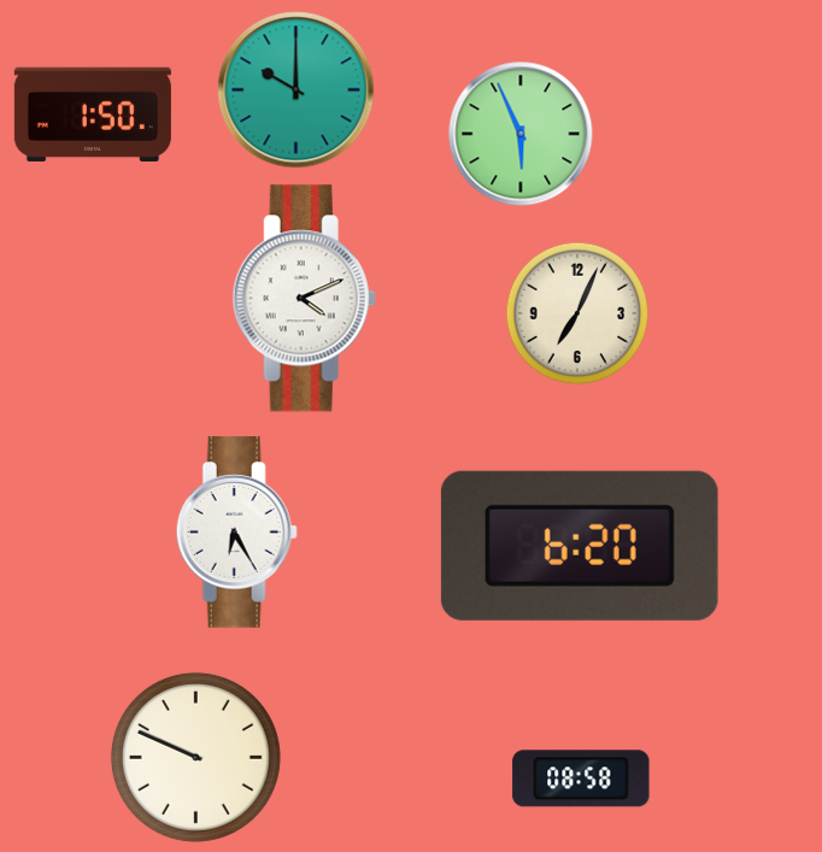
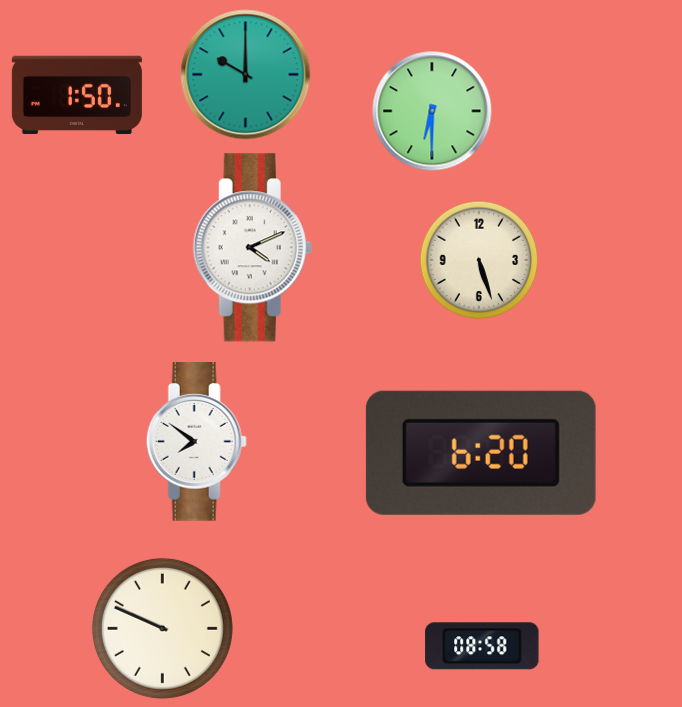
clock at (521, 134): 5:56 -> 6:30
clock at (577, 313): 7:04 -> 5:27
clock at (236, 533): 6:25 -> 7:51
